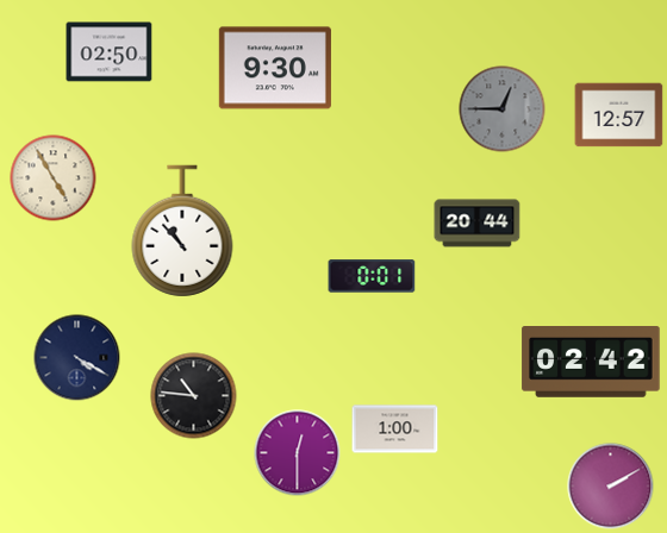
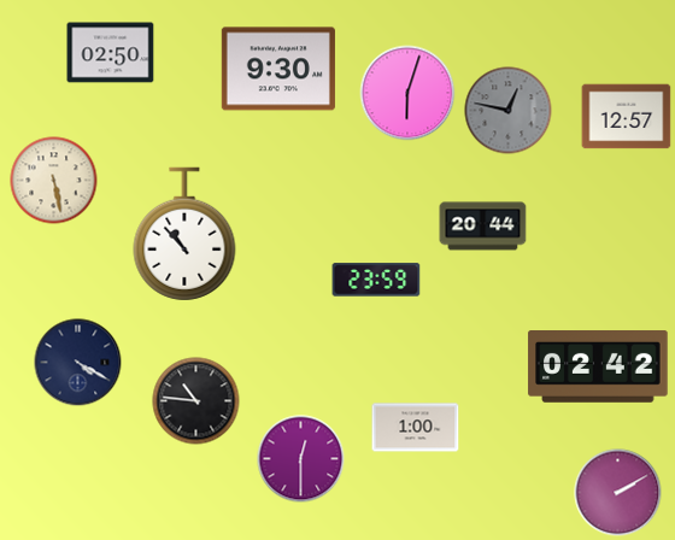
clock at (407, 93): none -> 6:03
clock at (503, 109): 12:45 -> 12:47
clock at (54, 178): 4:55 -> 5:28
clock at (372, 276): 0:01 -> 23:59
clock at (395, 429) position: (395, 429) -> (416, 428)
